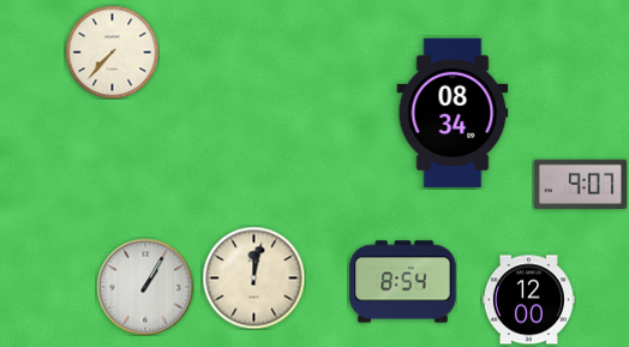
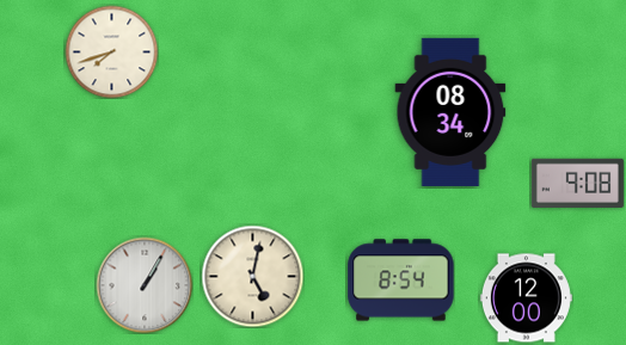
clock at (112, 52): 7:37 -> 7:42
clock at (580, 184): 9:07 -> 9:08
clock at (253, 277): 12:02 -> 5:02
